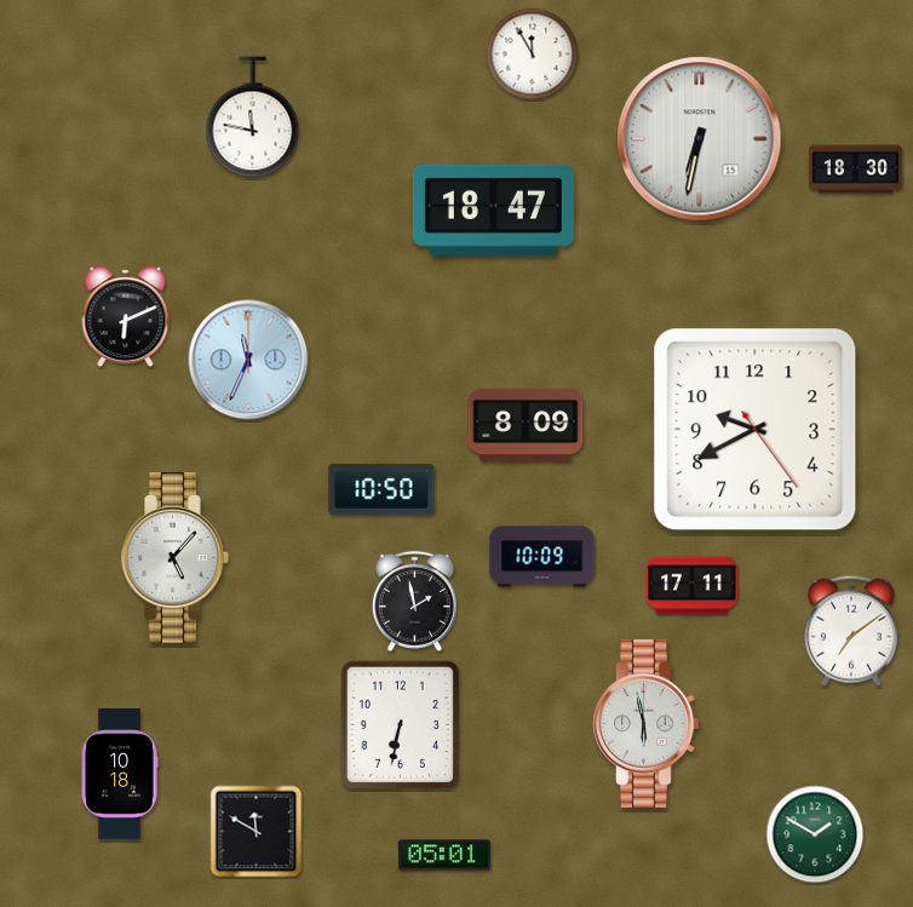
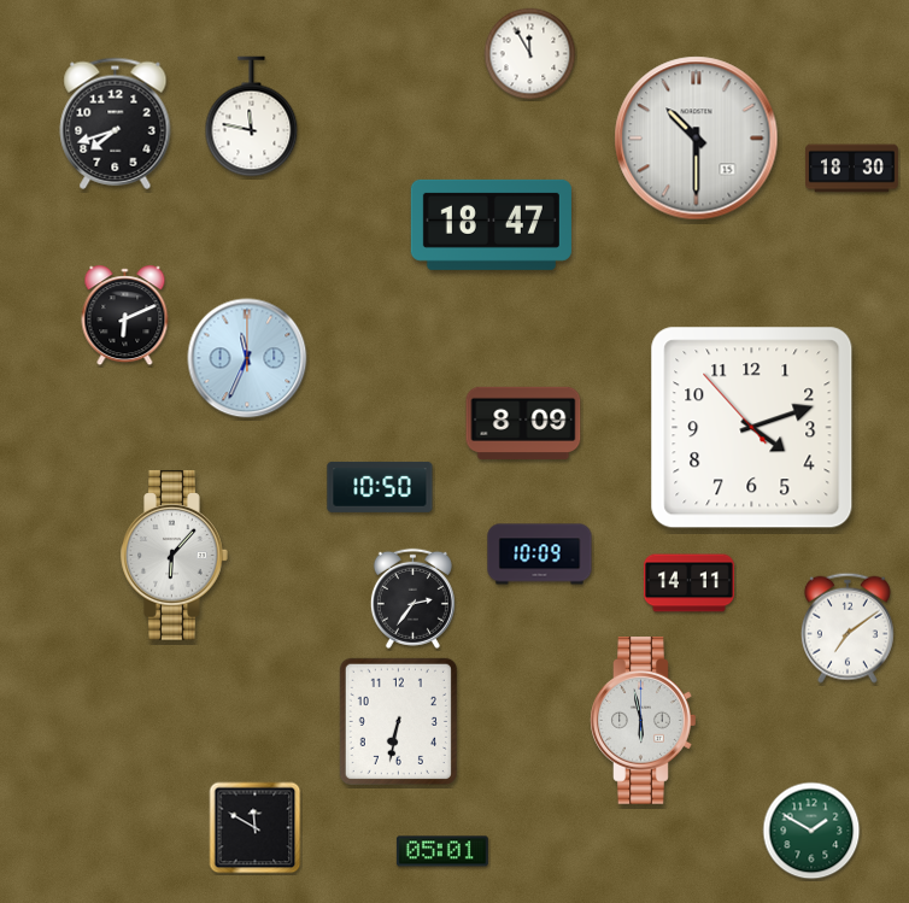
clock at (116, 123): none -> 7:42
clock at (700, 139): 6:32 -> 10:30
clock at (493, 209) position: (493, 209) -> (491, 224)
clock at (756, 430): 9:40 -> 4:11
clock at (176, 558): 5:07 -> 6:07
clock at (691, 586): 17:11 -> 14:11
clock at (414, 601): 1:58 -> 2:36
clock at (120, 774): 10:18 -> none
